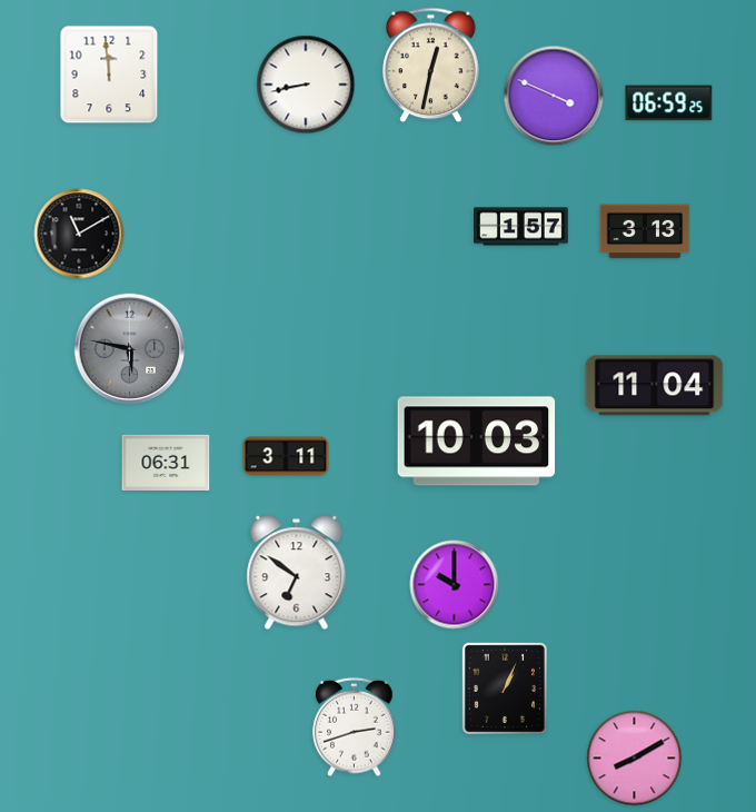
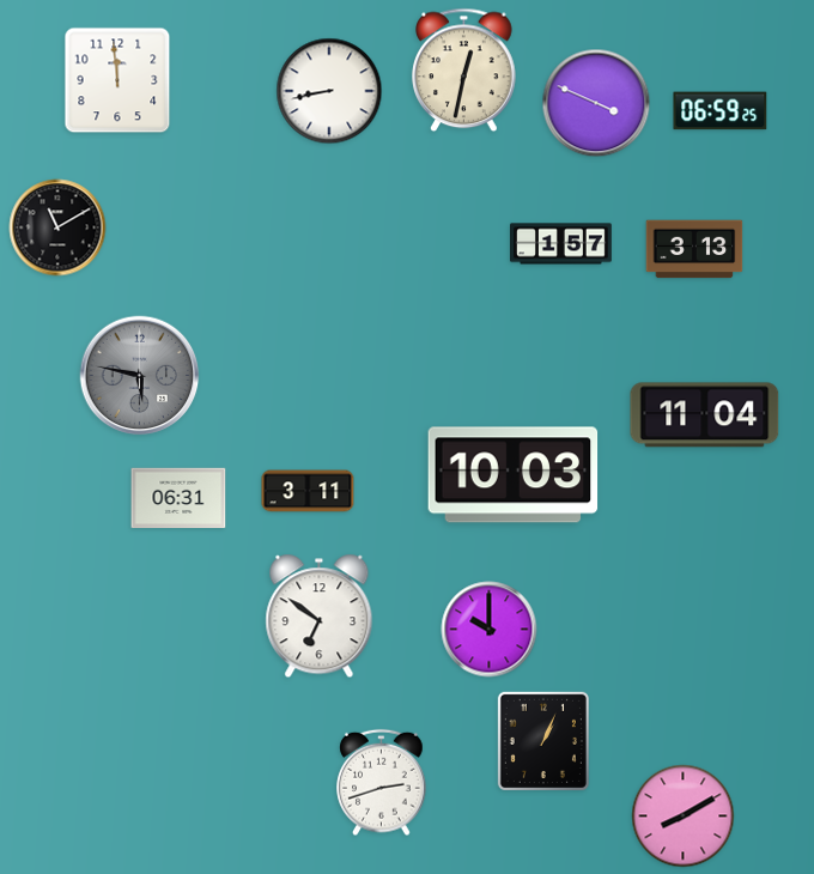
clock at (79, 234) position: (79, 234) -> (57, 227)
